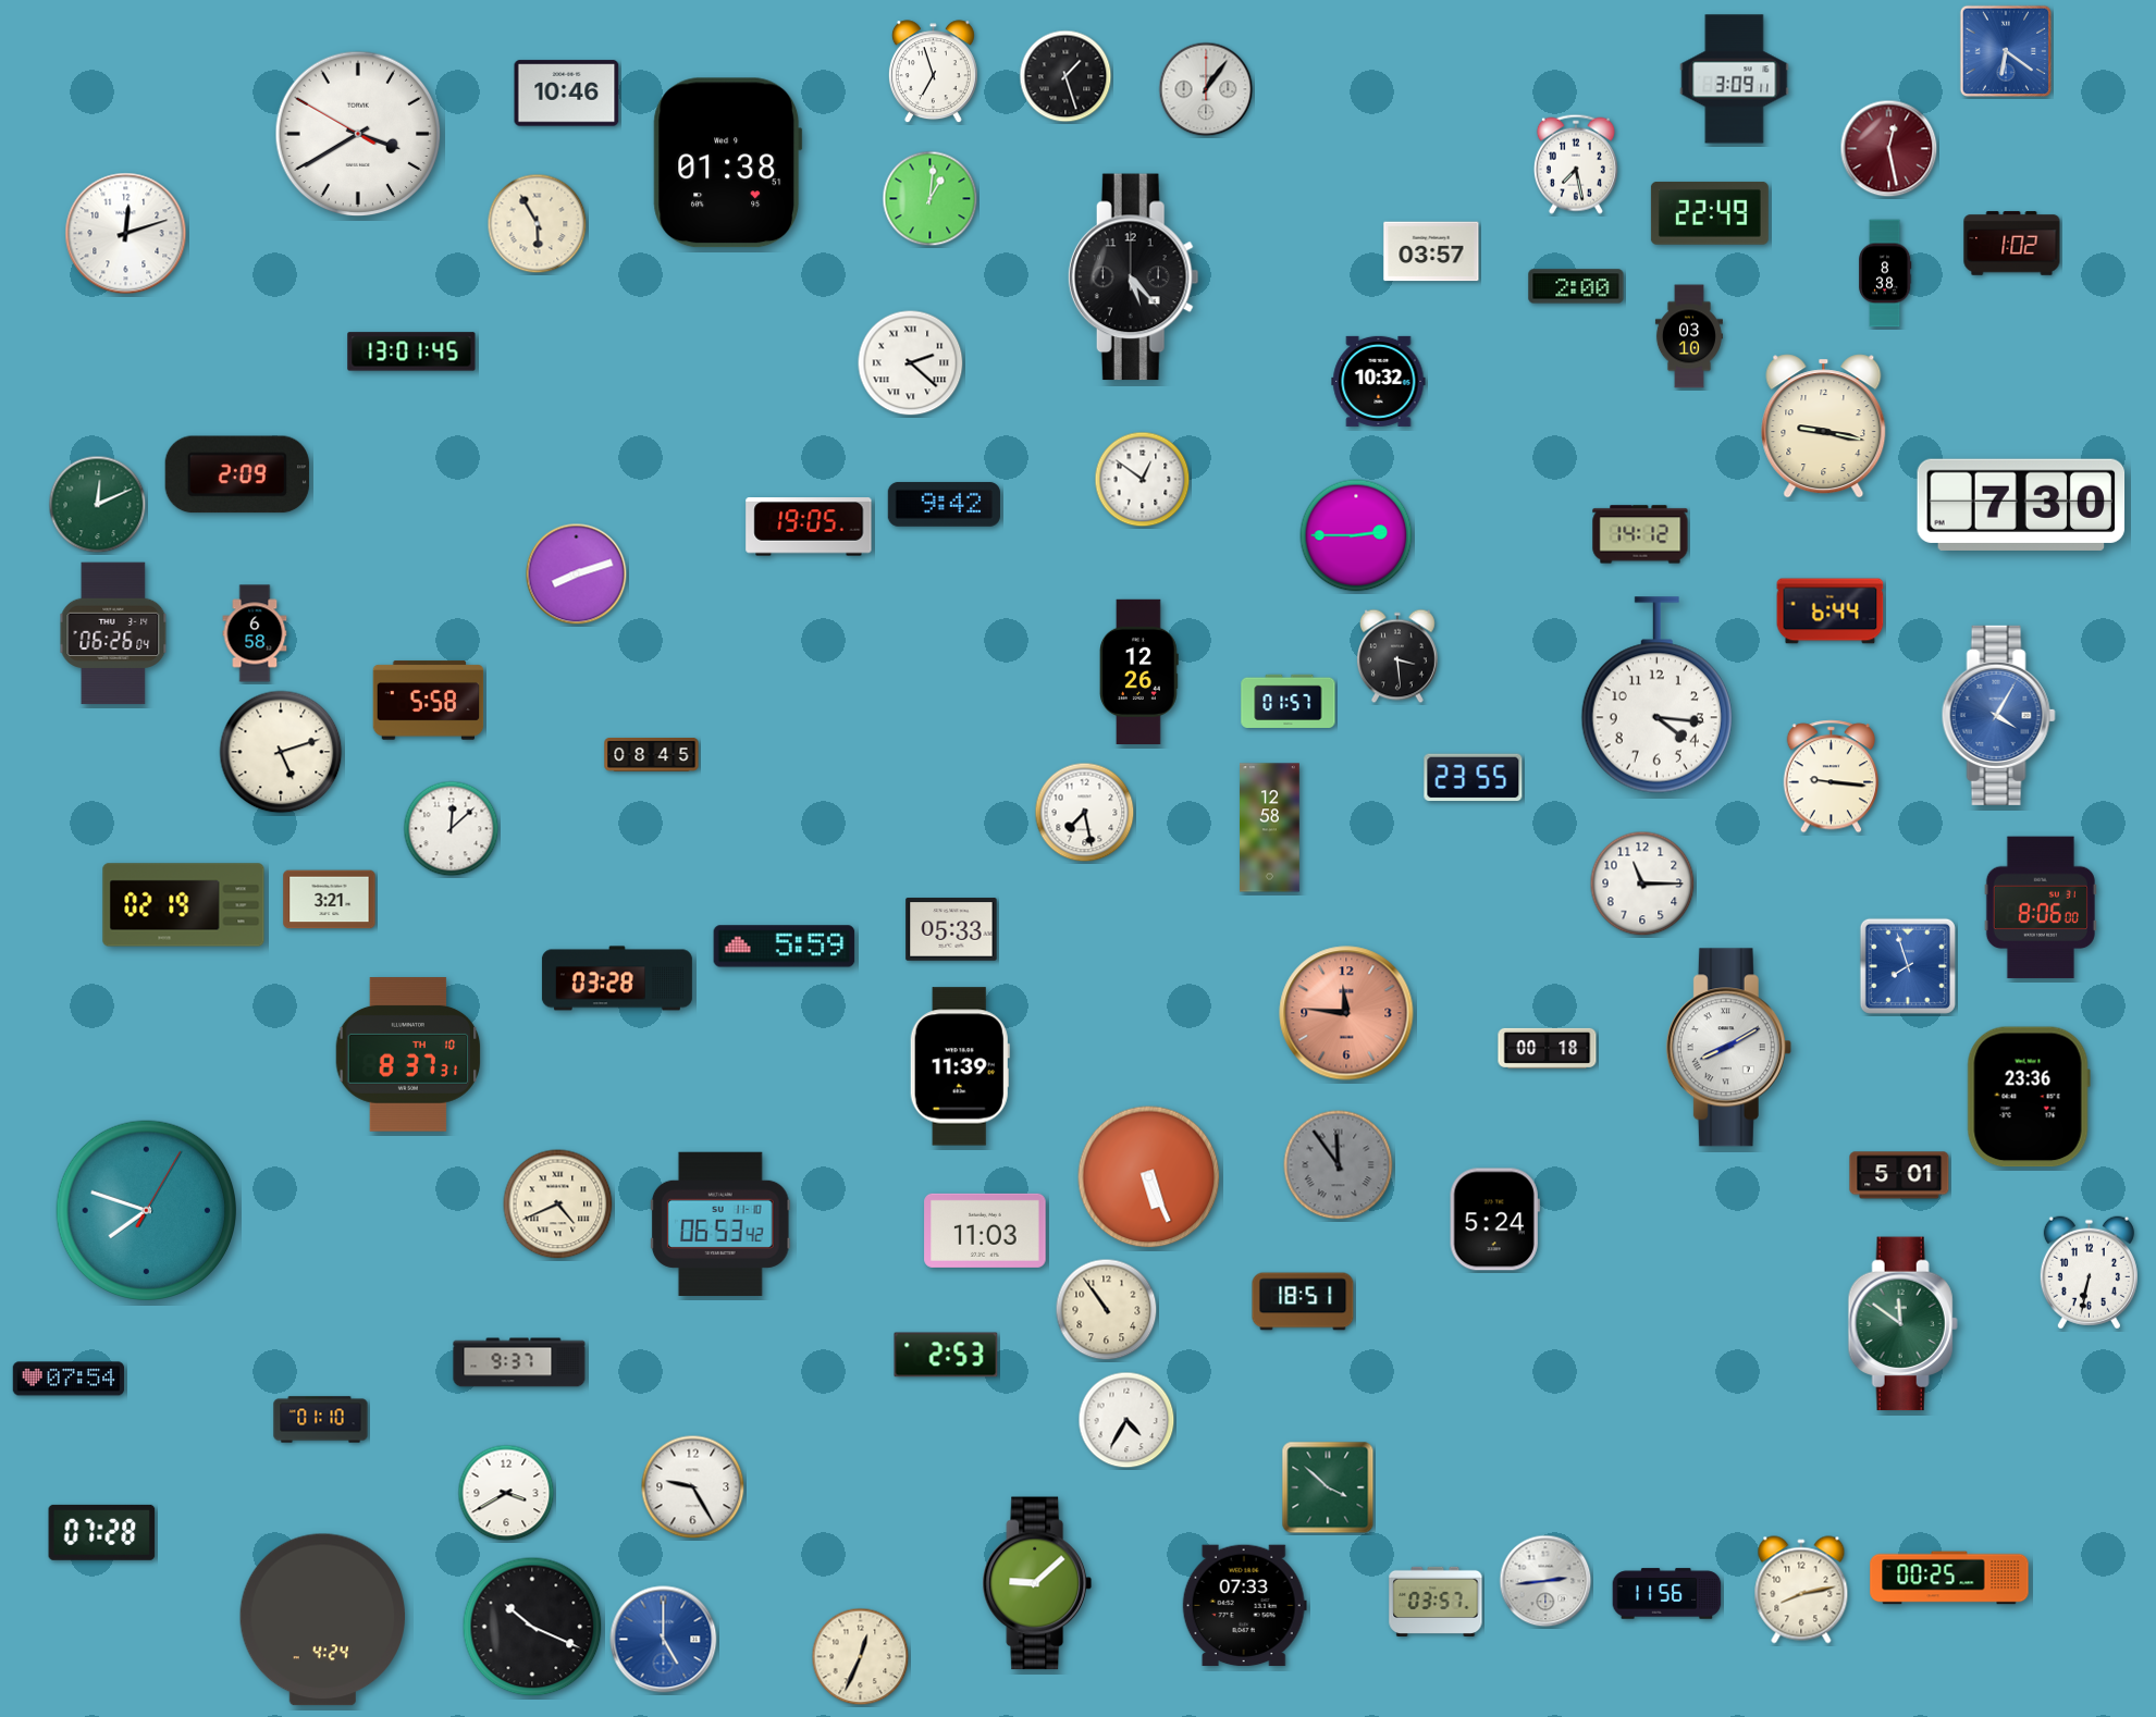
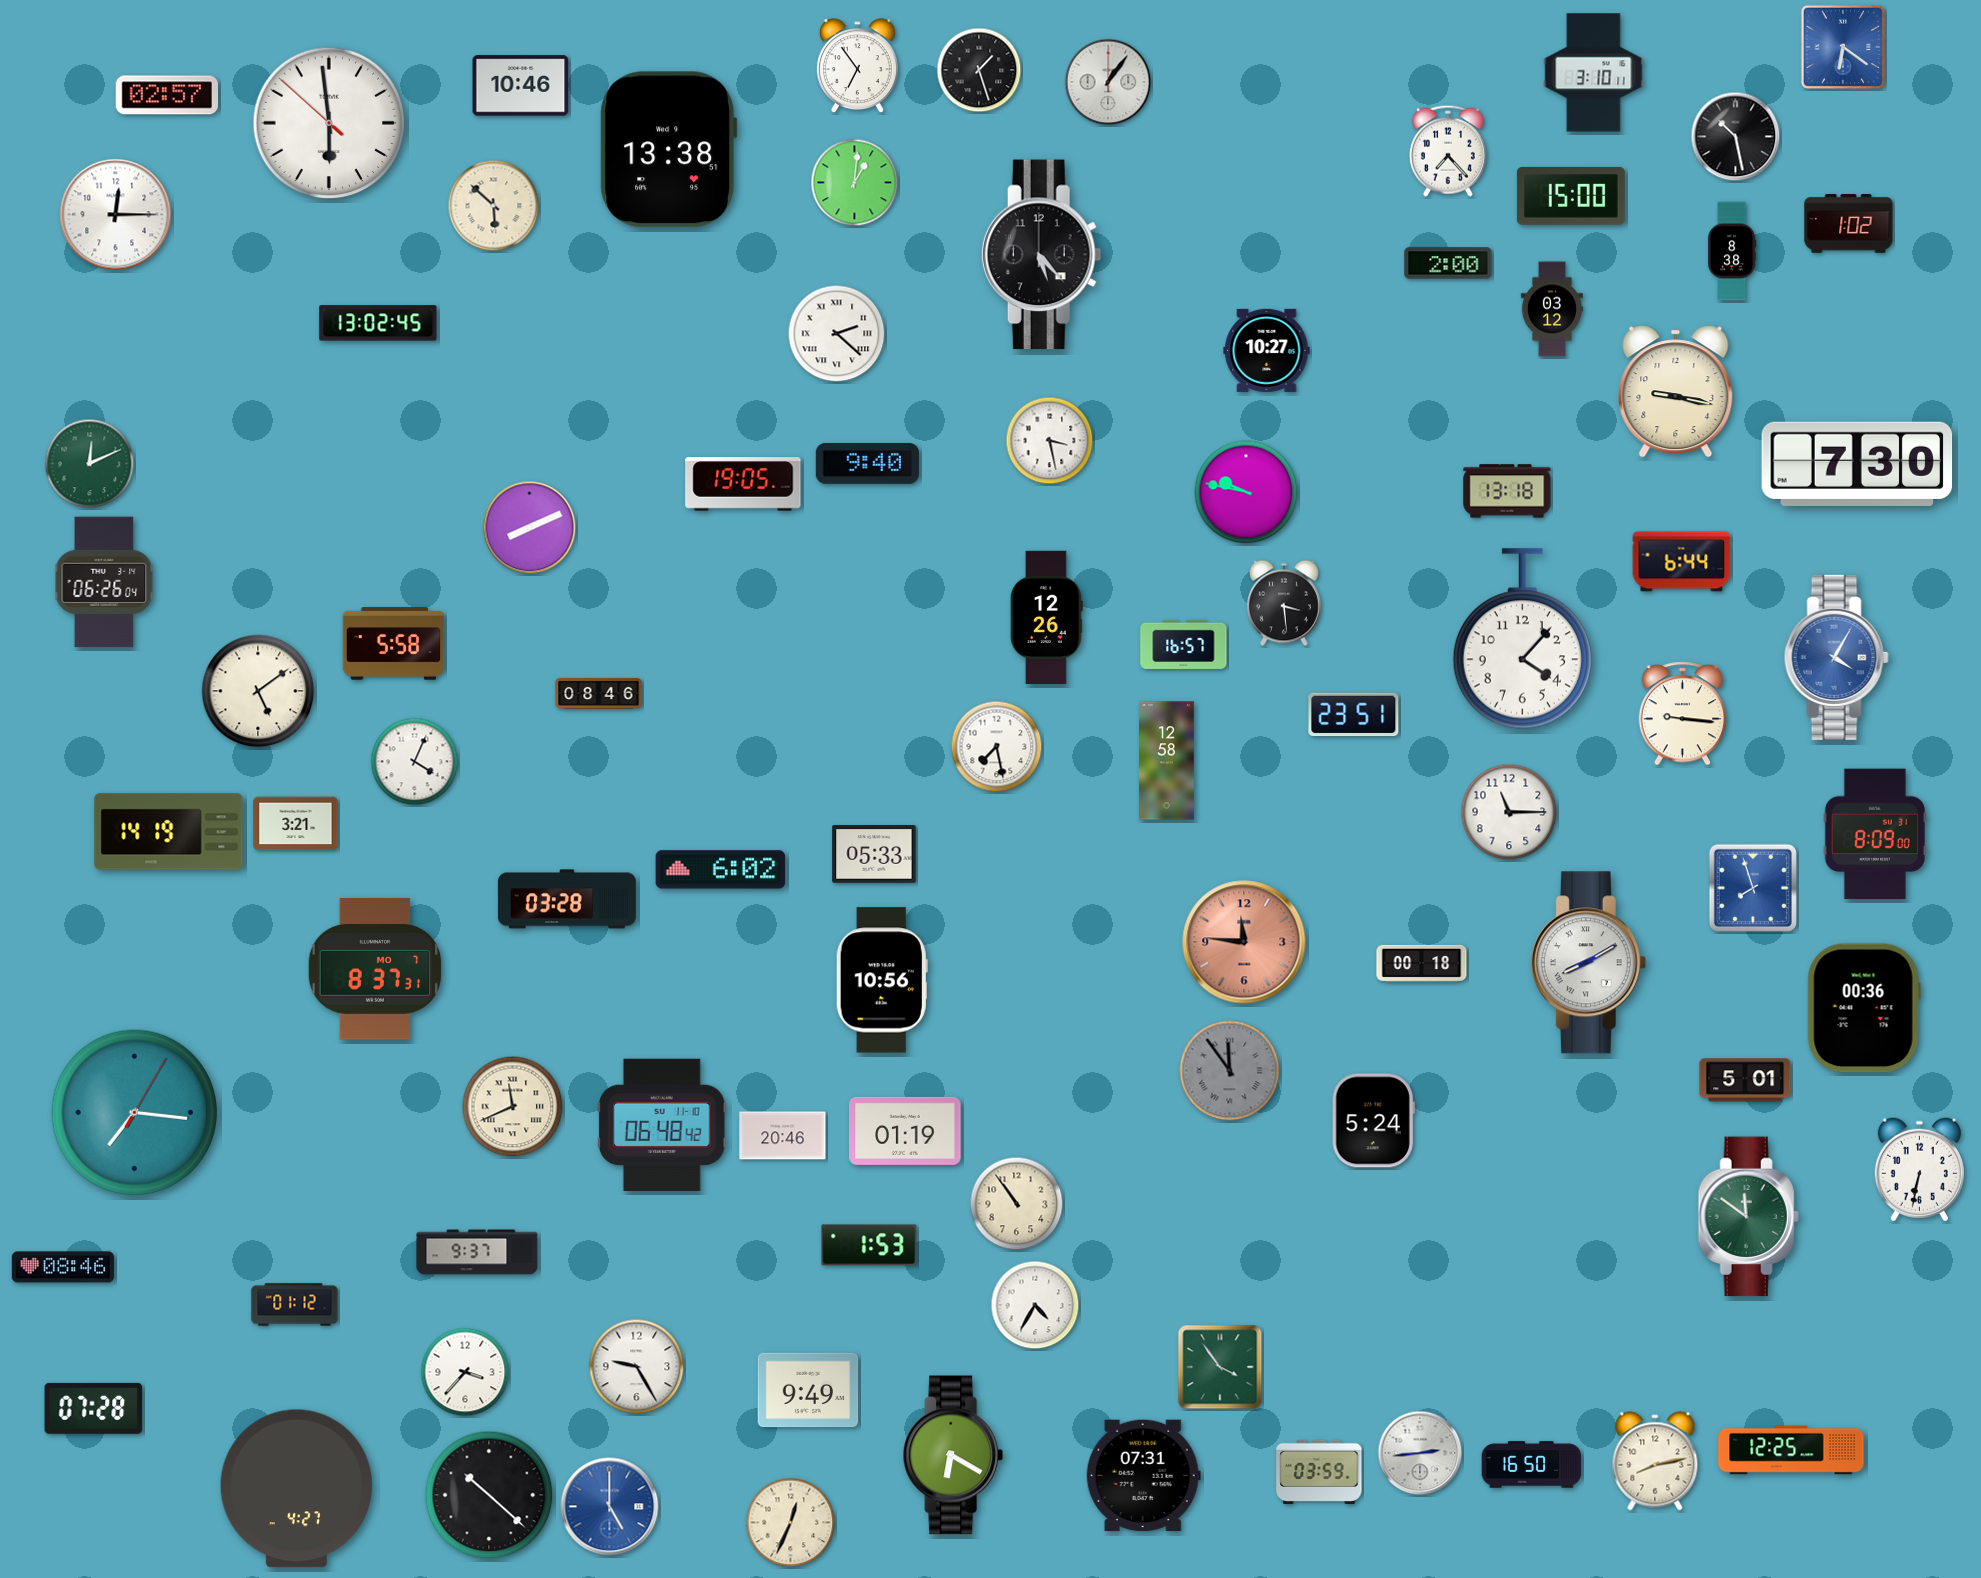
clock at (933, 72): 6:57 -> 6:54
clock at (1735, 79): 3:09 -> 3:10
clock at (166, 95): none -> 02:57
clock at (358, 134): 3:39 -> 5:58
clock at (1889, 149): 12:28 -> 10:28
clock at (1889, 149) dial: burgundy -> black
clock at (728, 163): 01:38 -> 13:38
clock at (1576, 164): 7:28 -> 7:23
clock at (1710, 213): 22:49 -> 15:00
clock at (538, 224): 5:55 -> 5:52
clock at (126, 234): 12:12 -> 12:15
clock at (1431, 251): 03:57 -> none
clock at (1689, 336): 03:10 -> 03:12
clock at (411, 351): 13:01 -> 13:02
clock at (1379, 381): 10:32 -> 10:27
clock at (237, 474): 2:09 -> none
clock at (1143, 480): 12:51 -> 3:28
clock at (944, 504): 9:42 -> 9:40
clock at (1640, 534): 14:12 -> 13:18
clock at (1356, 535): 2:45 -> 9:47
clock at (577, 575): 8:12 -> 8:11
clock at (255, 633): 6:58 -> none
clock at (1656, 695): 4:16 -> 4:07
clock at (1289, 701): 01:57 -> 16:57
clock at (281, 752): 5:12 -> 5:09
clock at (652, 755): 08:45 -> 08:46
clock at (1474, 778): 23:55 -> 23:51
clock at (452, 829): 12:08 -> 4:04
clock at (330, 900) position: (330, 900) -> (296, 824)
clock at (184, 905): 02:19 -> 14:19
clock at (2041, 907): 8:06 -> 8:09
clock at (785, 947): 5:59 -> 6:02
clock at (1346, 1013) position: (1346, 1013) -> (1244, 942)
clock at (408, 1054) date: TH 10 -> MO 7
clock at (960, 1066): 11:39 -> 10:56
clock at (2029, 1097): 23:36 -> 00:36
clock at (1149, 1177): 5:26 -> none
clock at (558, 1205): 4:41 -> 11:41
clock at (146, 1210): 7:48 -> 7:16
clock at (720, 1223): 06:53 -> 06:48
clock at (985, 1231): 11:03 -> 01:19
clock at (783, 1136): none -> 20:46
clock at (1303, 1301): 18:51 -> none
clock at (946, 1355): 2:53 -> 1:53
clock at (69, 1379): 07:54 -> 08:46
clock at (321, 1420): 01:10 -> 01:12
clock at (1328, 1487): 3:52 -> 3:54
clock at (506, 1493): 3:40 -> 3:37
clock at (808, 1390): none -> 9:49
clock at (1949, 1578): 00:25 -> 12:25
clock at (1037, 1583): 9:08 -> 6:20
clock at (1667, 1594): 11:56 -> 16:50
clock at (1436, 1602): 03:57 -> 03:59
clock at (1244, 1606): 07:33 -> 07:31
clock at (322, 1620): 4:24 -> 4:27
clock at (532, 1627): 10:19 -> 10:22
